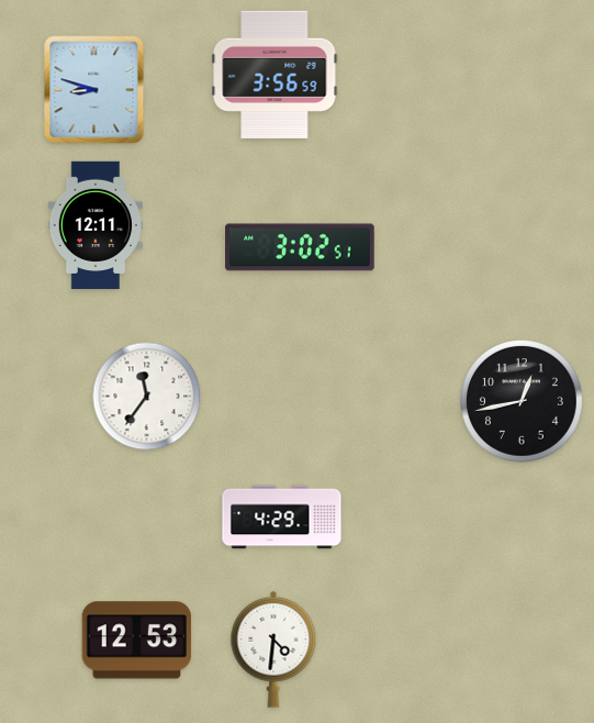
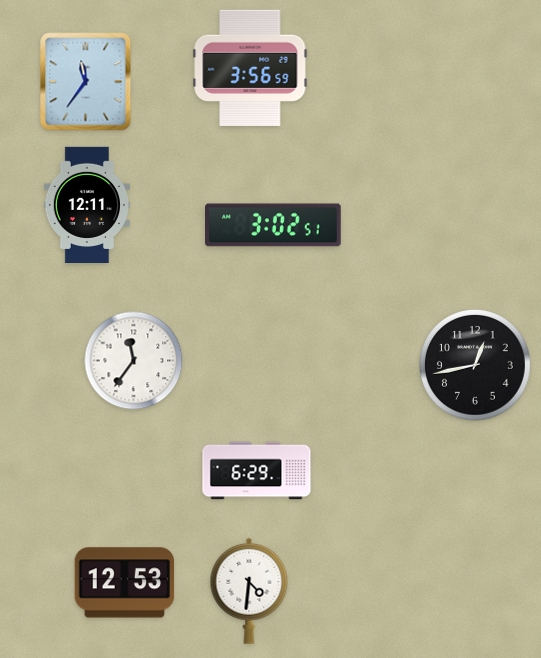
clock at (94, 90): 8:48 -> 11:36
clock at (282, 518): 4:29 -> 6:29
